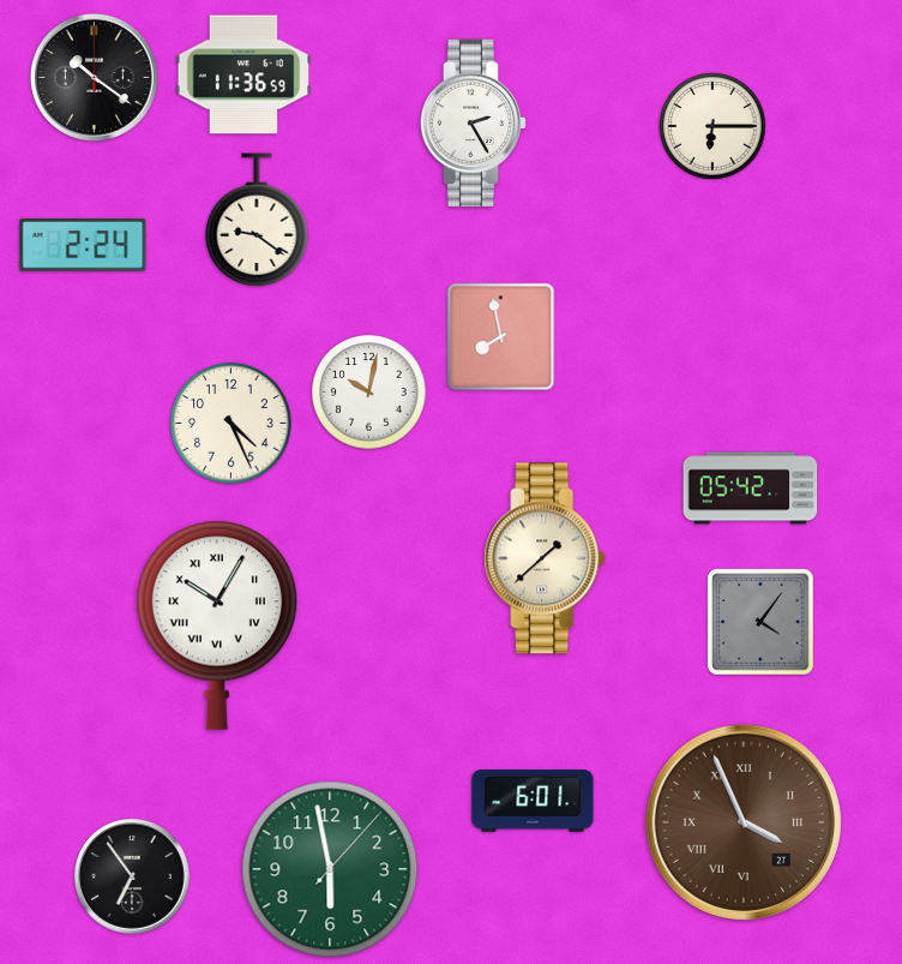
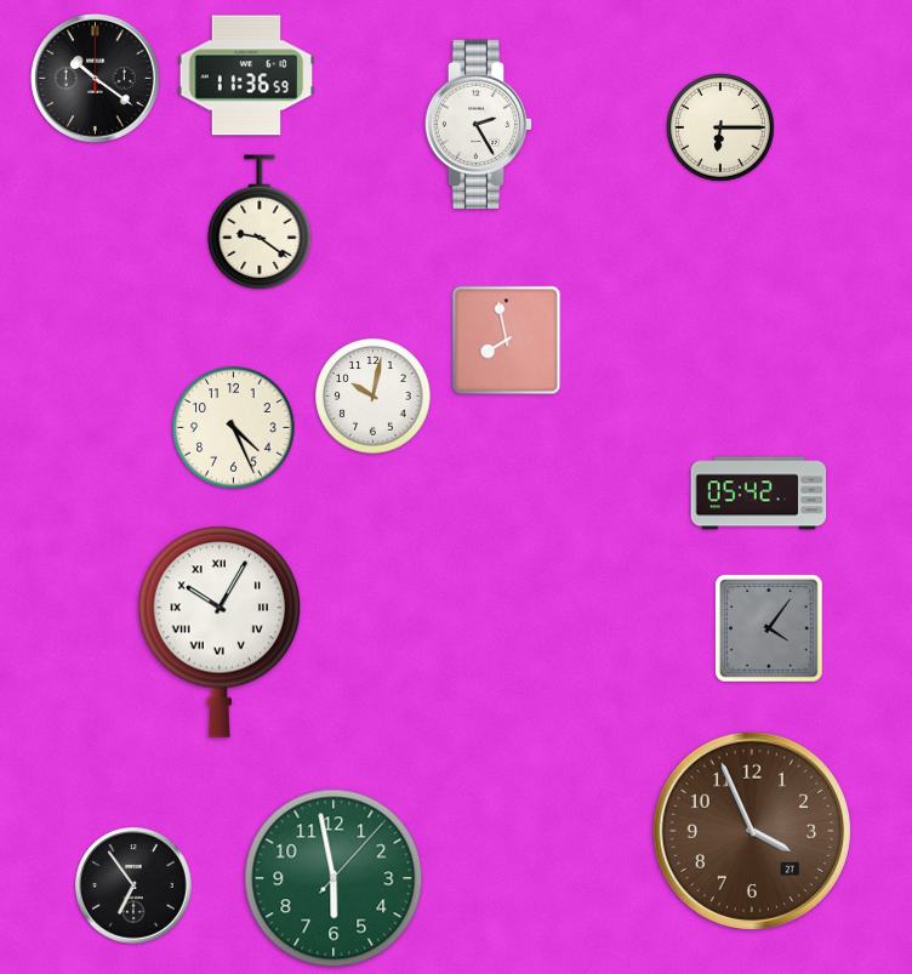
clock at (83, 245): 2:24 -> none
clock at (545, 558): 1:38 -> none
clock at (533, 801): 6:01 -> none
clock at (744, 822) numerals: Roman -> Arabic
